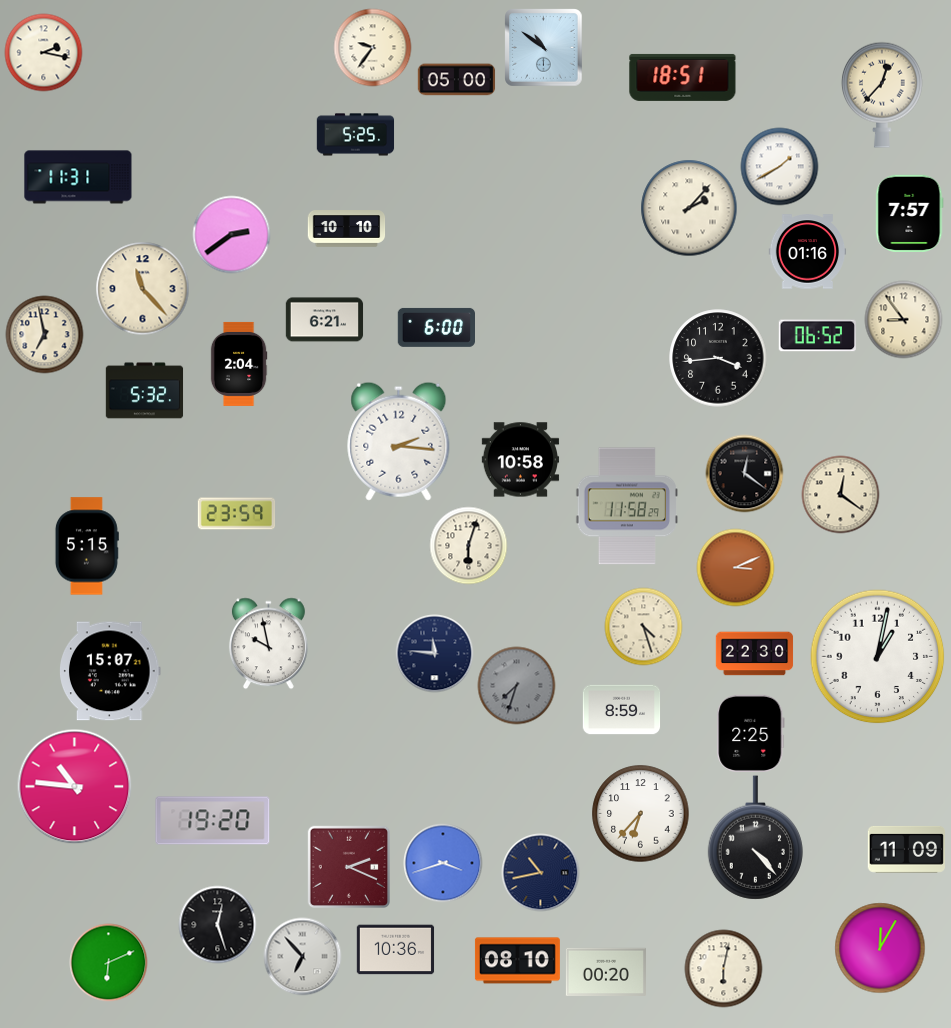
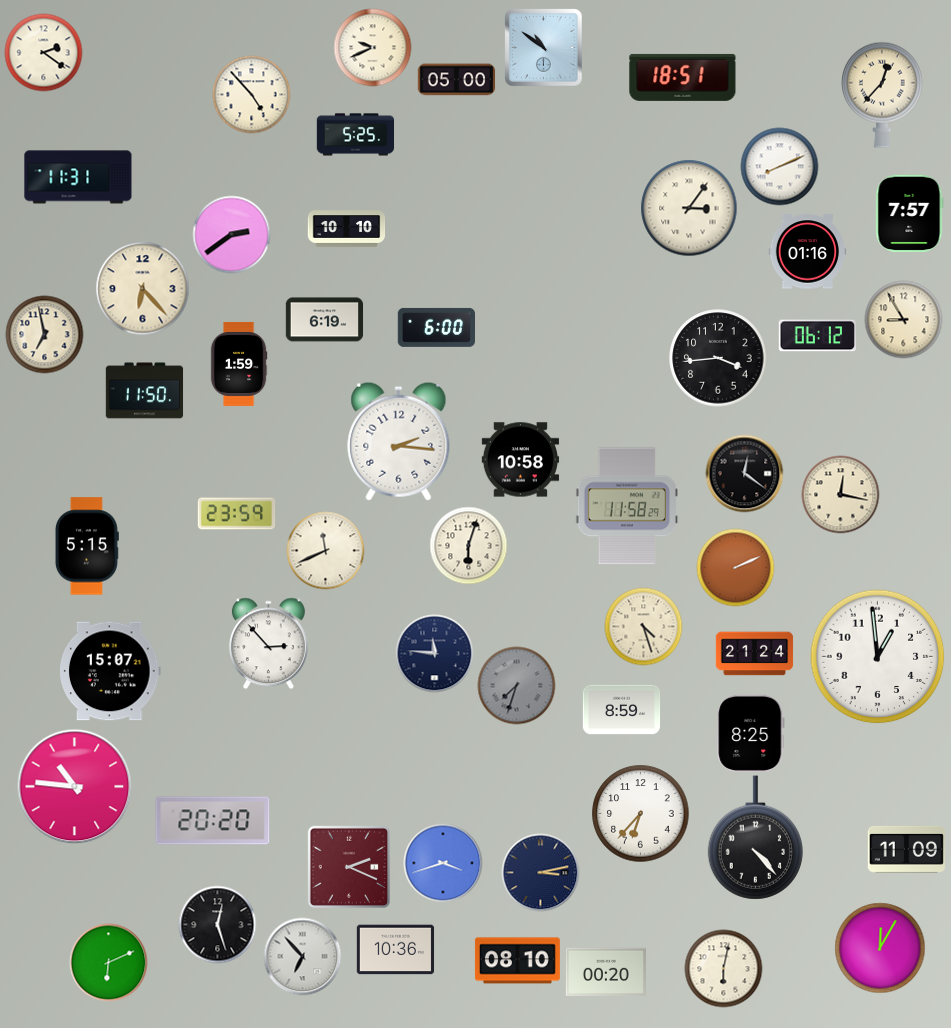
clock at (372, 47): 9:36 -> 9:41
clock at (43, 52): 2:17 -> 2:21
clock at (251, 94): none -> 4:53
clock at (779, 166): 1:40 -> 8:11
clock at (689, 208): 2:07 -> 3:06
clock at (142, 288): 11:23 -> 6:23
clock at (903, 319): 8:54 -> 8:55
clock at (324, 320): 6:21 -> 6:19
clock at (817, 336): 06:52 -> 06:12
clock at (239, 364): 2:04 -> 1:59
clock at (144, 391): 5:32 -> 11:50
clock at (840, 494): 12:21 -> 12:17
clock at (325, 550): none -> 11:41
clock at (735, 567): 3:11 -> 2:11
clock at (268, 643): 9:58 -> 2:53
clock at (754, 654): 22:30 -> 21:24
clock at (878, 657): 1:02 -> 12:59
clock at (751, 733): 2:25 -> 8:25
clock at (213, 821): 19:20 -> 20:20
clock at (540, 872): 10:43 -> 3:13
